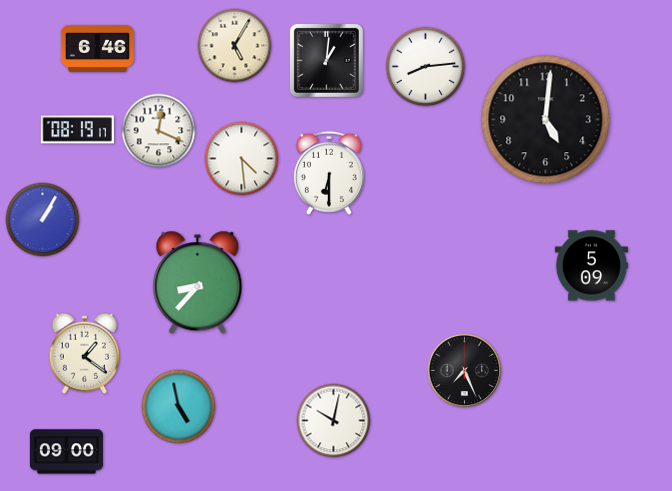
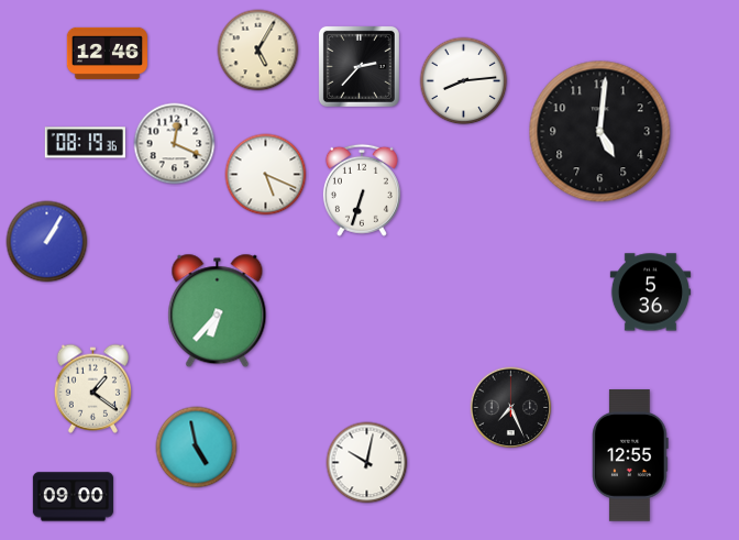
clock at (97, 48): 6:46 -> 12:46
clock at (326, 60): 1:01 -> 2:37
clock at (426, 67) position: (426, 67) -> (464, 81)
clock at (77, 130): 08:19:17 -> 08:19:36
clock at (242, 159): 4:29 -> 5:19
clock at (329, 173): 6:30 -> 6:33
clock at (591, 266): 5:09 -> 5:36
clock at (198, 283): 8:37 -> 6:37
clock at (630, 455): none -> 12:55
